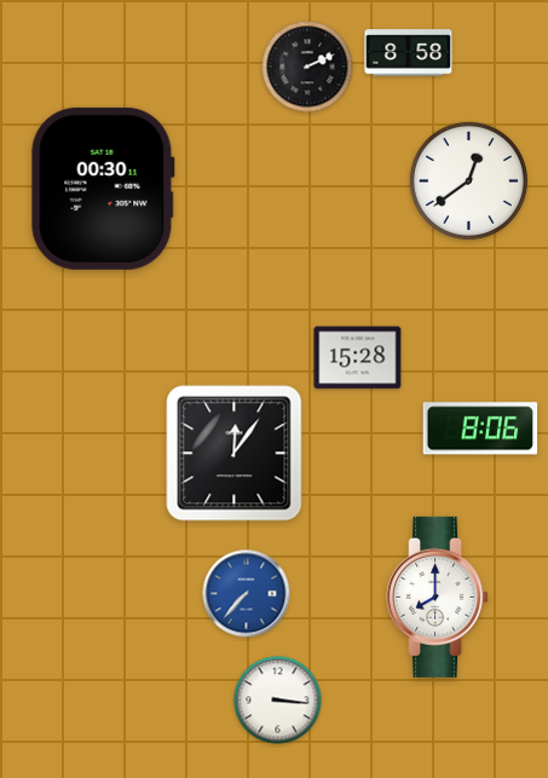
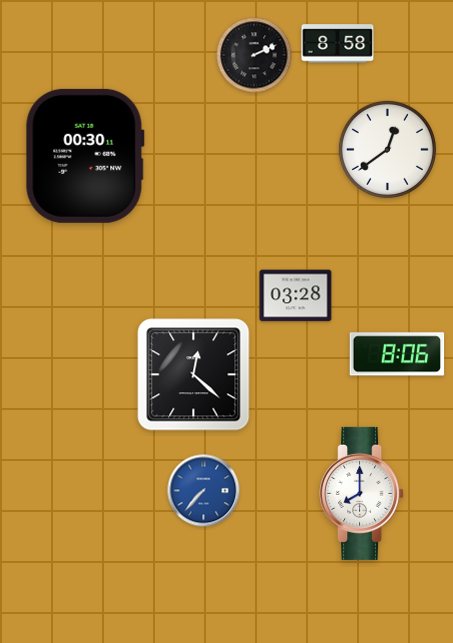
clock at (358, 358): 15:28 -> 03:28
clock at (235, 454): 12:06 -> 12:22
clock at (278, 701): 3:16 -> none
